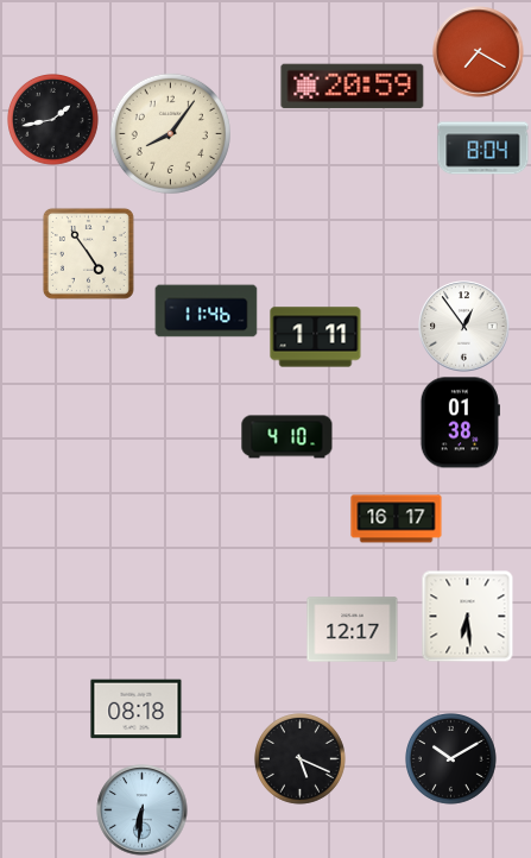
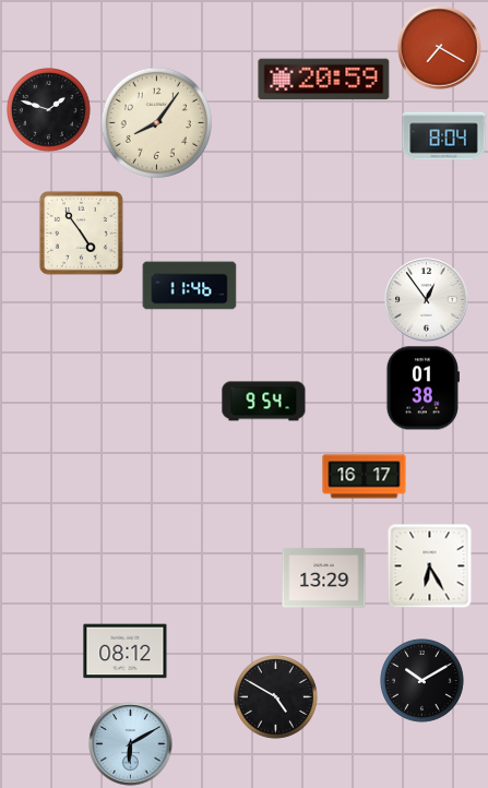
clock at (53, 120): 1:43 -> 1:48
clock at (316, 337): 1:11 -> none
clock at (287, 437): 4:10 -> 9:54
clock at (467, 616): 6:29 -> 6:25
clock at (353, 630): 12:17 -> 13:29
clock at (137, 709): 08:18 -> 08:12
clock at (301, 759): 5:19 -> 4:50
clock at (451, 759) position: (451, 759) -> (422, 681)
clock at (143, 810): 6:31 -> 6:10
